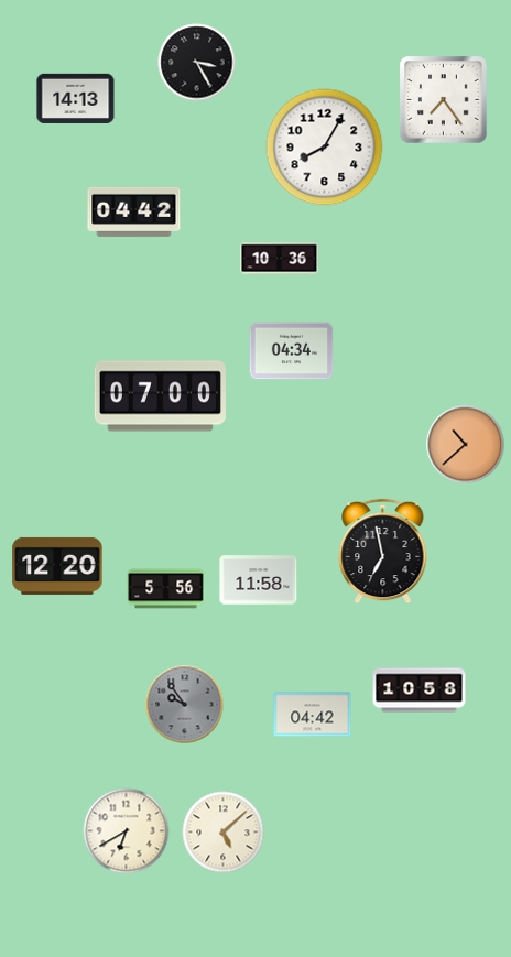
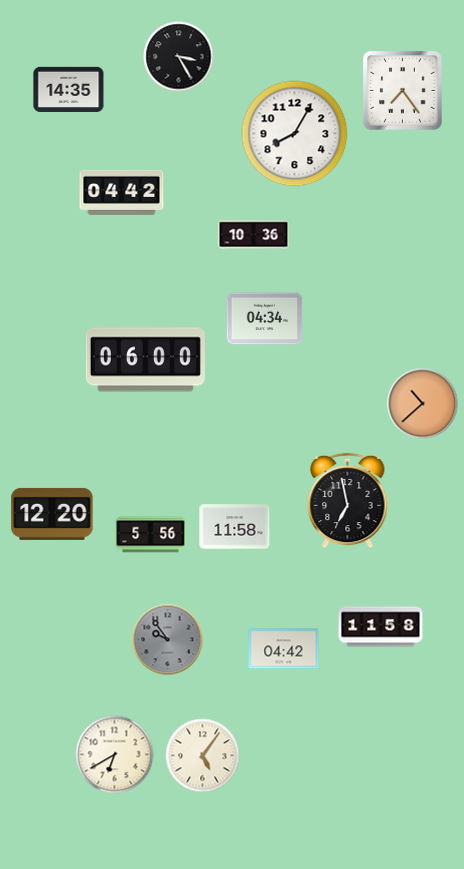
clock at (76, 98): 14:13 -> 14:35
clock at (160, 396): 07:00 -> 06:00
clock at (420, 690): 10:58 -> 11:58
clock at (224, 833): 5:08 -> 5:06
